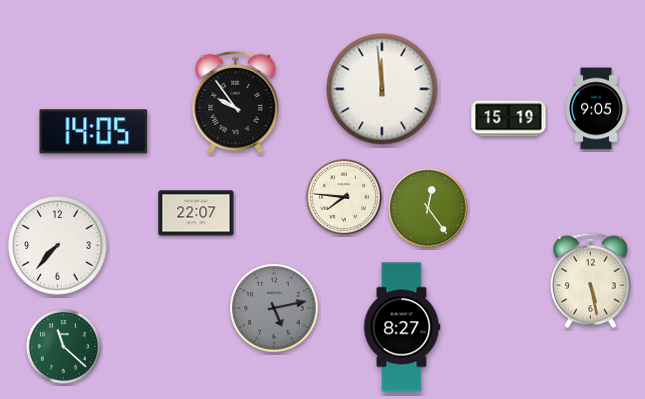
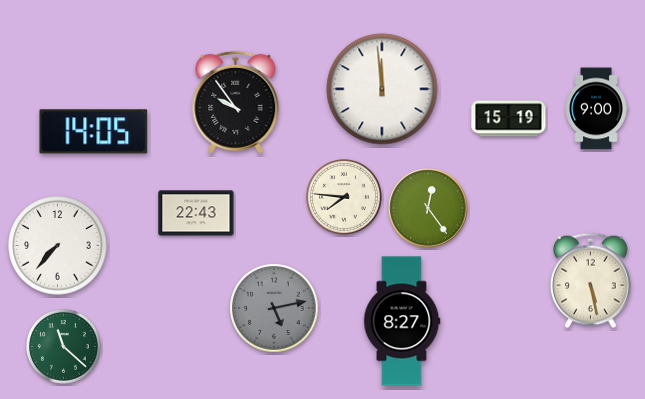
clock at (596, 109): 9:05 -> 9:00
clock at (196, 213): 22:07 -> 22:43
clock at (402, 327) position: (402, 327) -> (402, 321)
